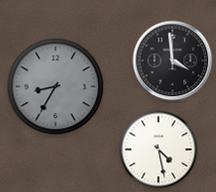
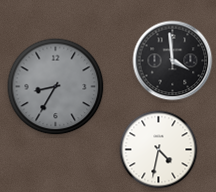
clock at (159, 150): 4:28 -> 4:32
